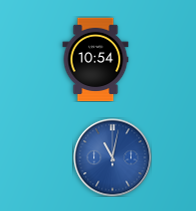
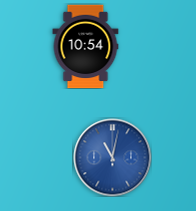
clock at (96, 59) position: (96, 59) -> (86, 46)
